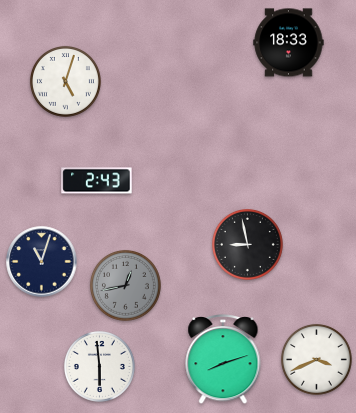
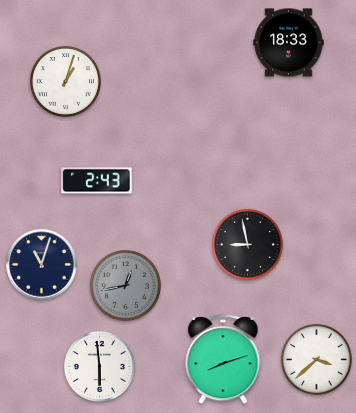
clock at (65, 81): 5:03 -> 1:03
clock at (42, 262) position: (42, 262) -> (42, 265)
clock at (316, 359): 3:41 -> 3:38
